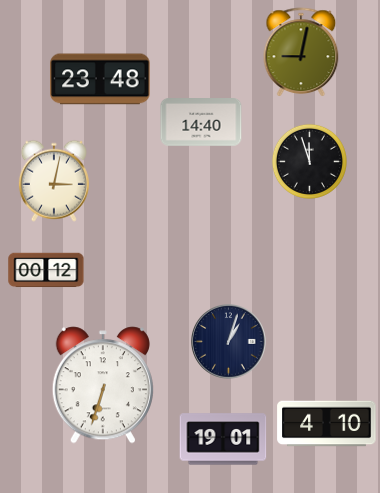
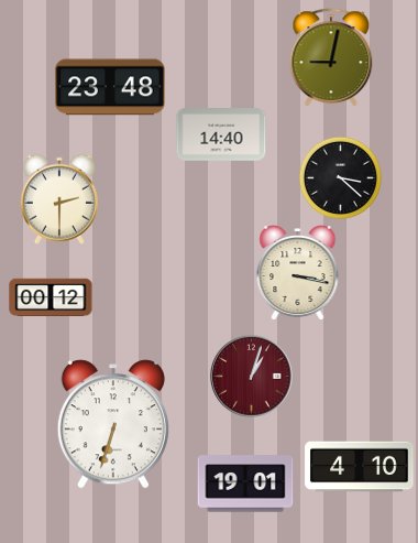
clock at (309, 161): 11:57 -> 3:22
clock at (54, 181): 3:02 -> 2:30
clock at (298, 273): none -> 3:17
clock at (229, 342) dial: navy -> burgundy
